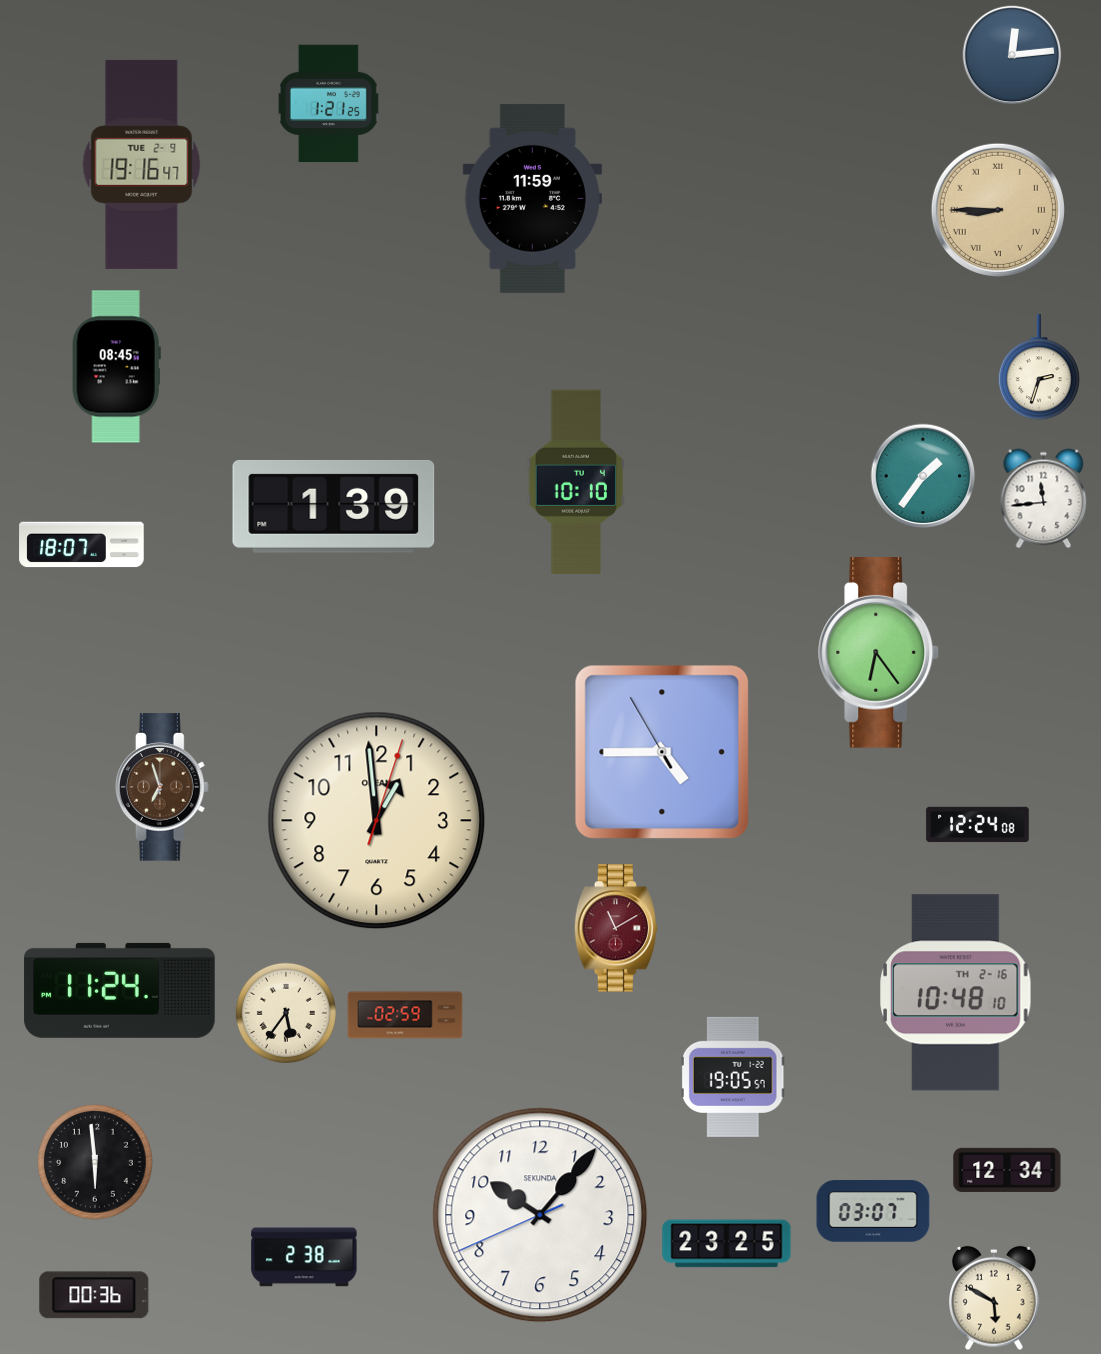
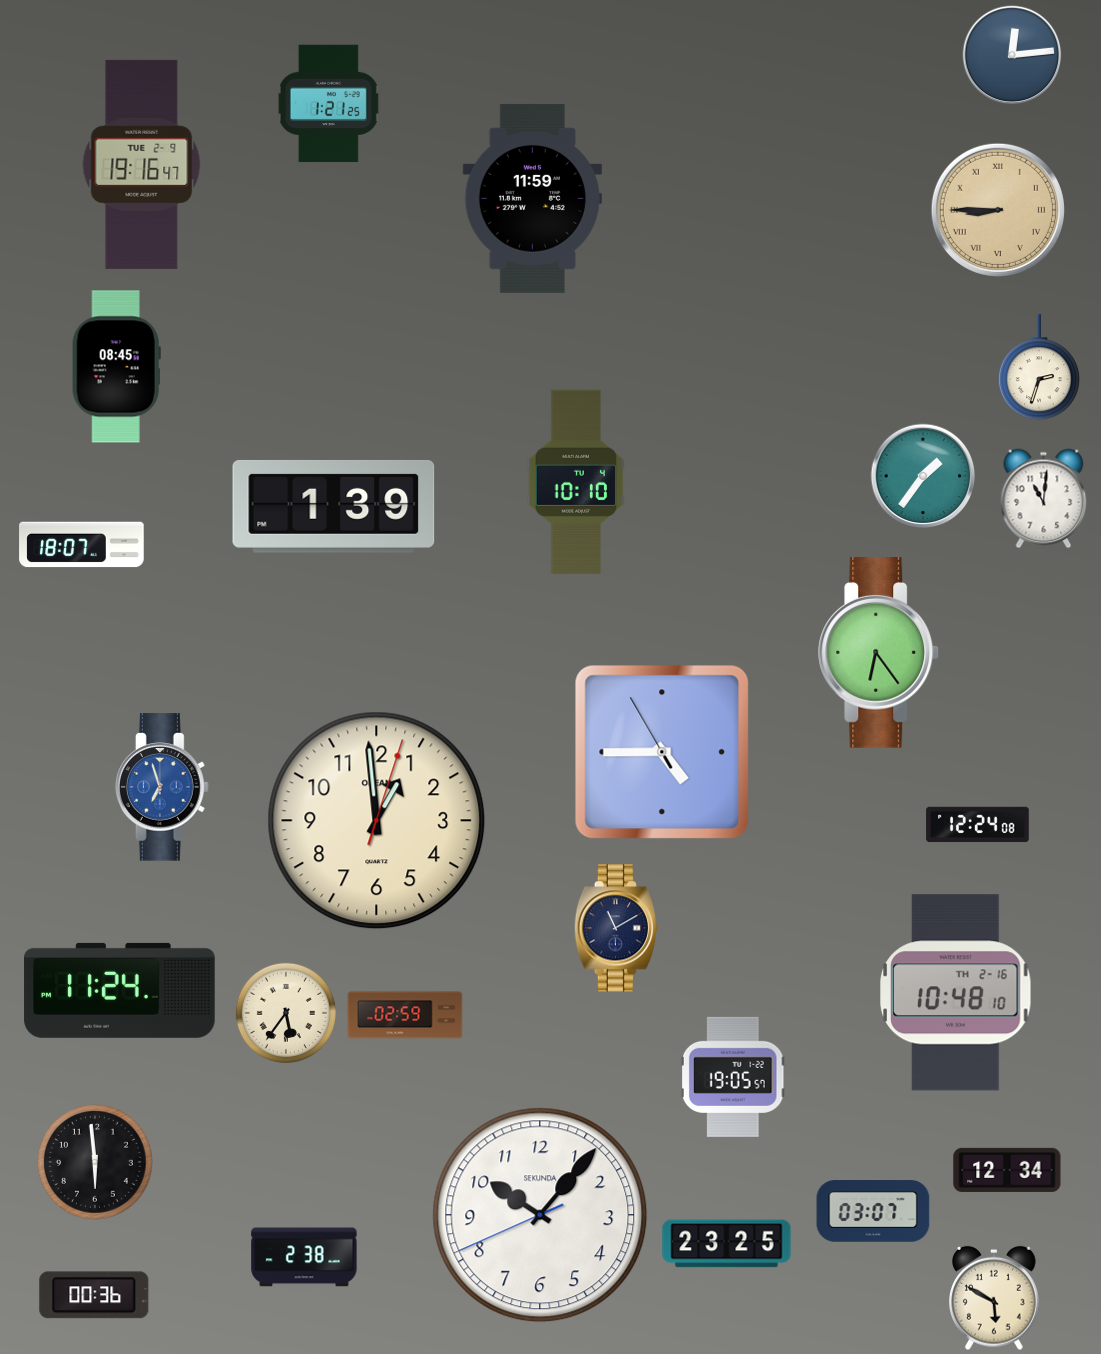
clock at (1044, 499): 11:44 -> 11:01
clock at (162, 787) dial: brown -> blue
clock at (616, 928) dial: burgundy -> navy
